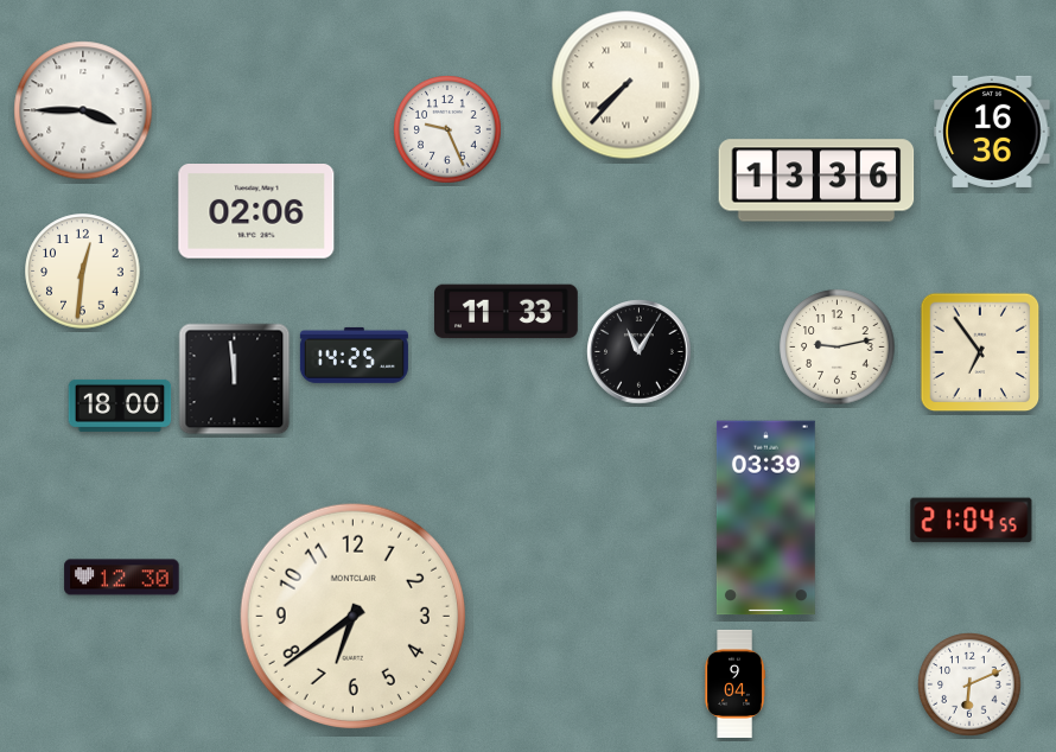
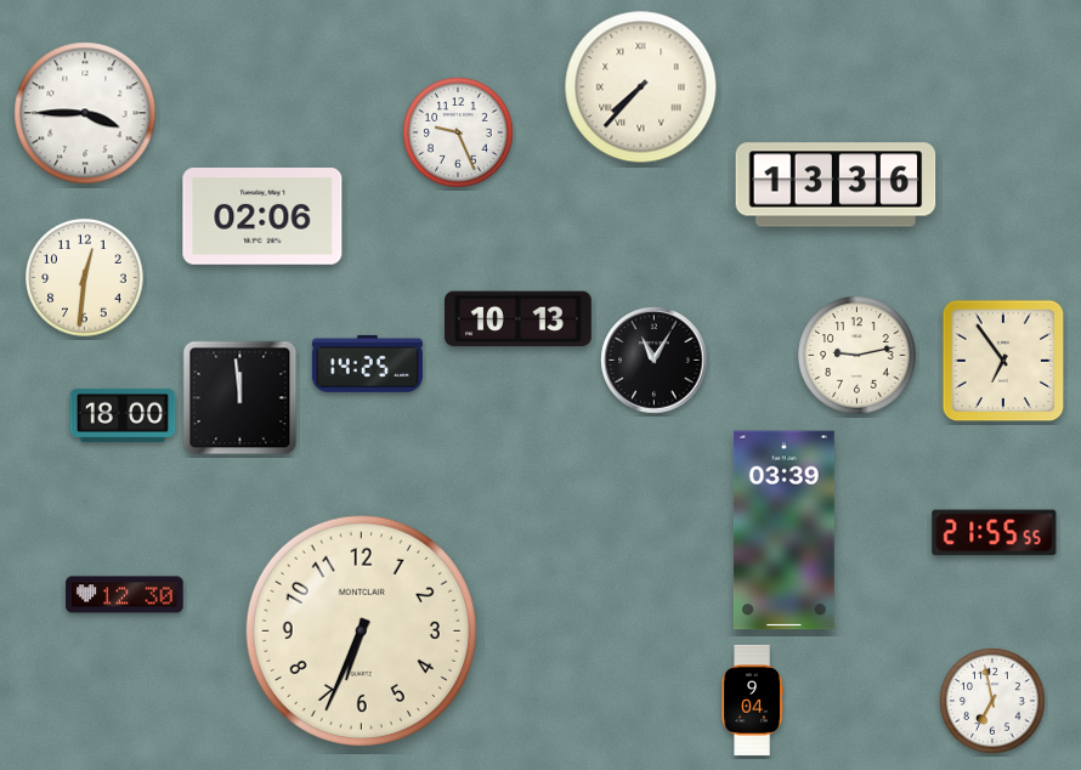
clock at (992, 132): 16:36 -> none
clock at (507, 312): 11:33 -> 10:13
clock at (354, 355) position: (354, 355) -> (367, 363)
clock at (235, 380) position: (235, 380) -> (240, 398)
clock at (972, 521): 21:04 -> 21:55
clock at (122, 578) position: (122, 578) -> (125, 595)
clock at (352, 616): 6:39 -> 6:34
clock at (969, 684): 6:11 -> 6:58
